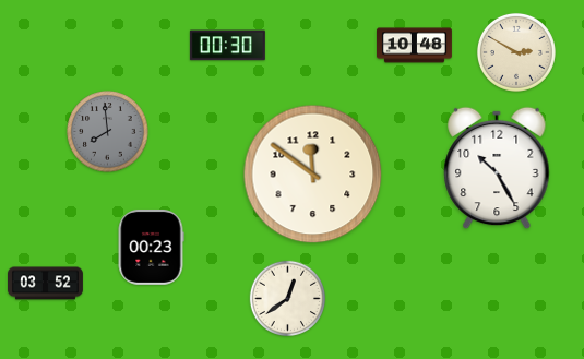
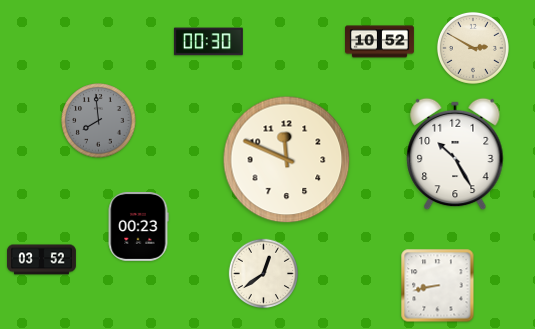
clock at (415, 46): 10:48 -> 10:52
clock at (313, 175): 11:51 -> 11:49
clock at (438, 286): none -> 8:43
